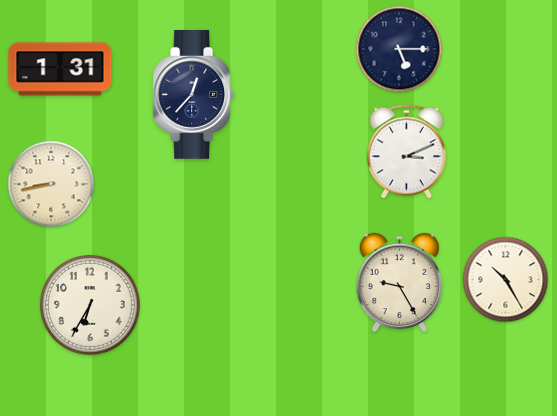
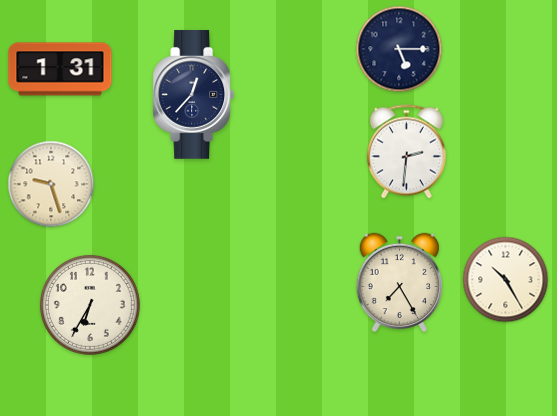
clock at (406, 152): 3:11 -> 2:31
clock at (51, 184): 8:43 -> 9:27
clock at (399, 283): 9:25 -> 7:25
